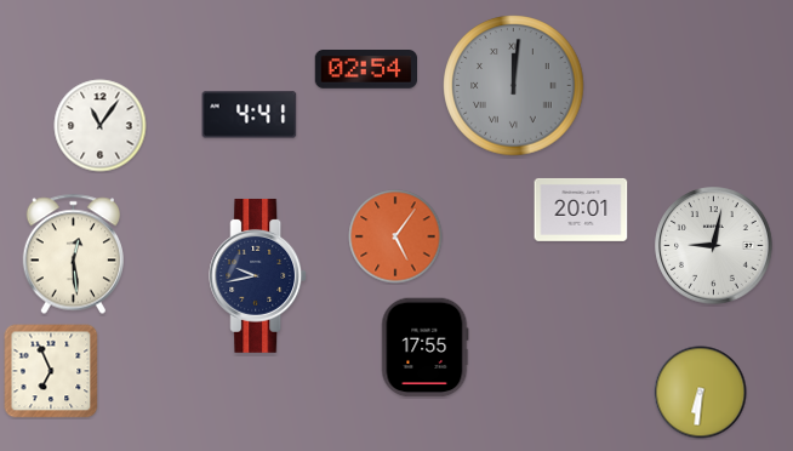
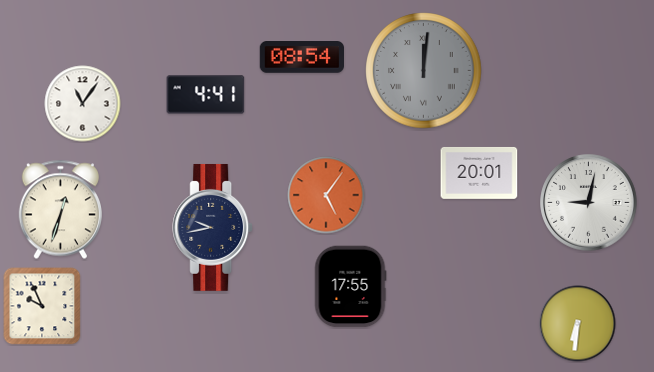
clock at (365, 70): 02:54 -> 08:54
clock at (73, 255): 12:29 -> 12:33
clock at (51, 371): 6:56 -> 9:56
